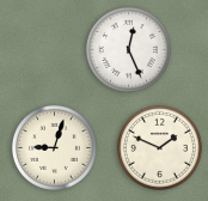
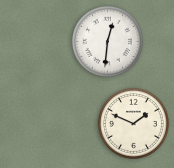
clock at (128, 49): 12:26 -> 12:31
clock at (54, 147): 9:03 -> none
